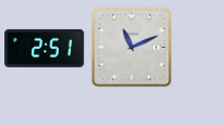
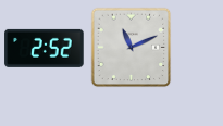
clock at (45, 48): 2:51 -> 2:52
